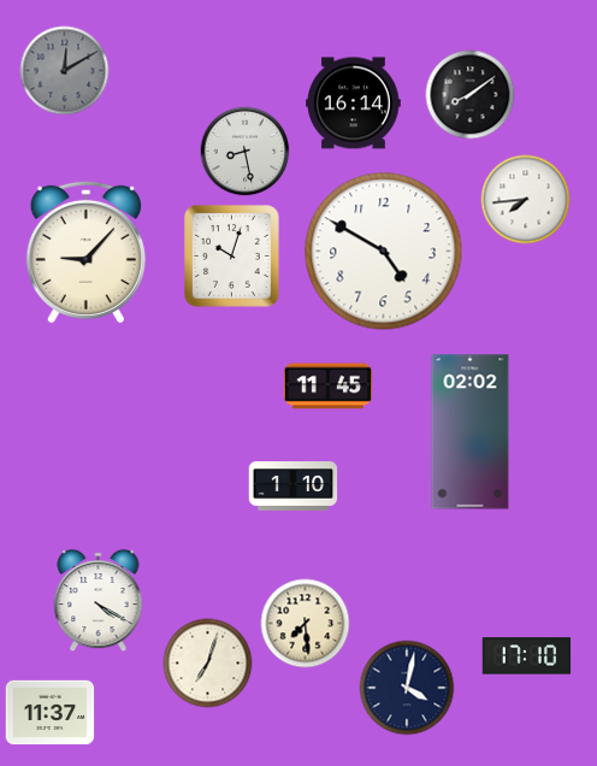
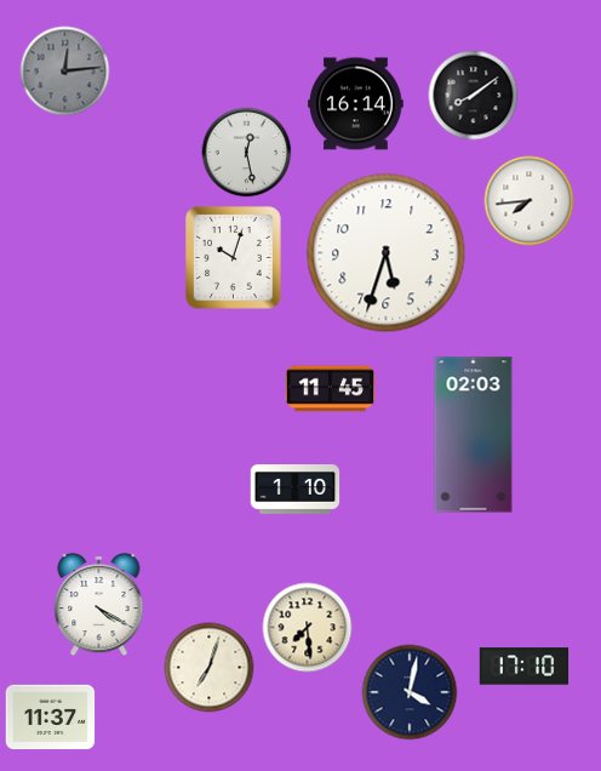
clock at (65, 71): 12:10 -> 12:14
clock at (246, 152): 8:28 -> 12:28
clock at (85, 252): 9:07 -> none
clock at (384, 252): 4:50 -> 5:33
clock at (471, 432): 02:02 -> 02:03
clock at (527, 656) position: (527, 656) -> (525, 667)
